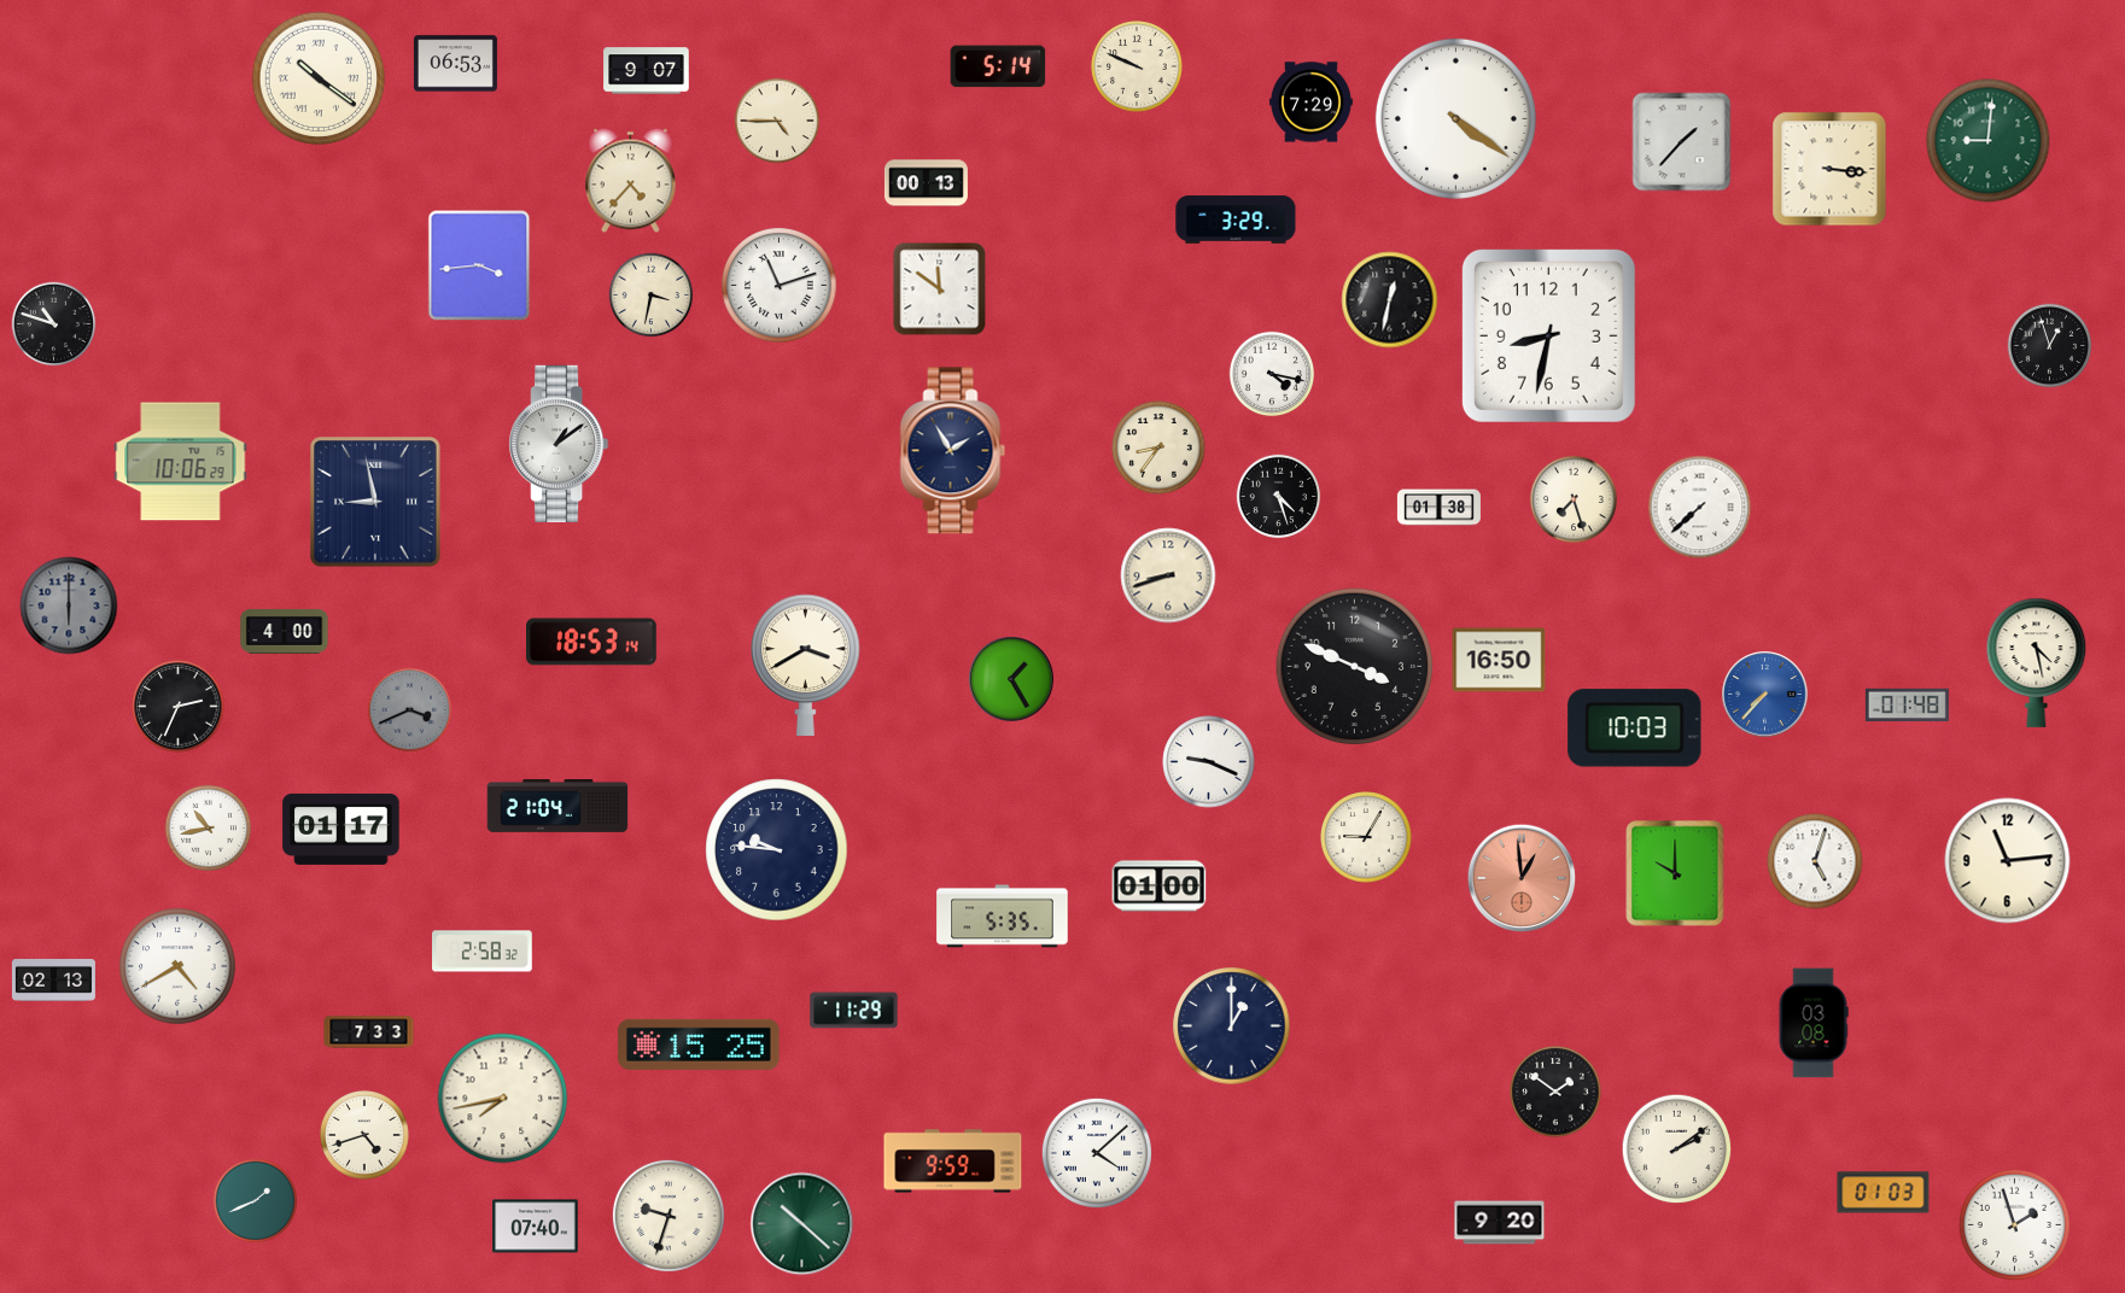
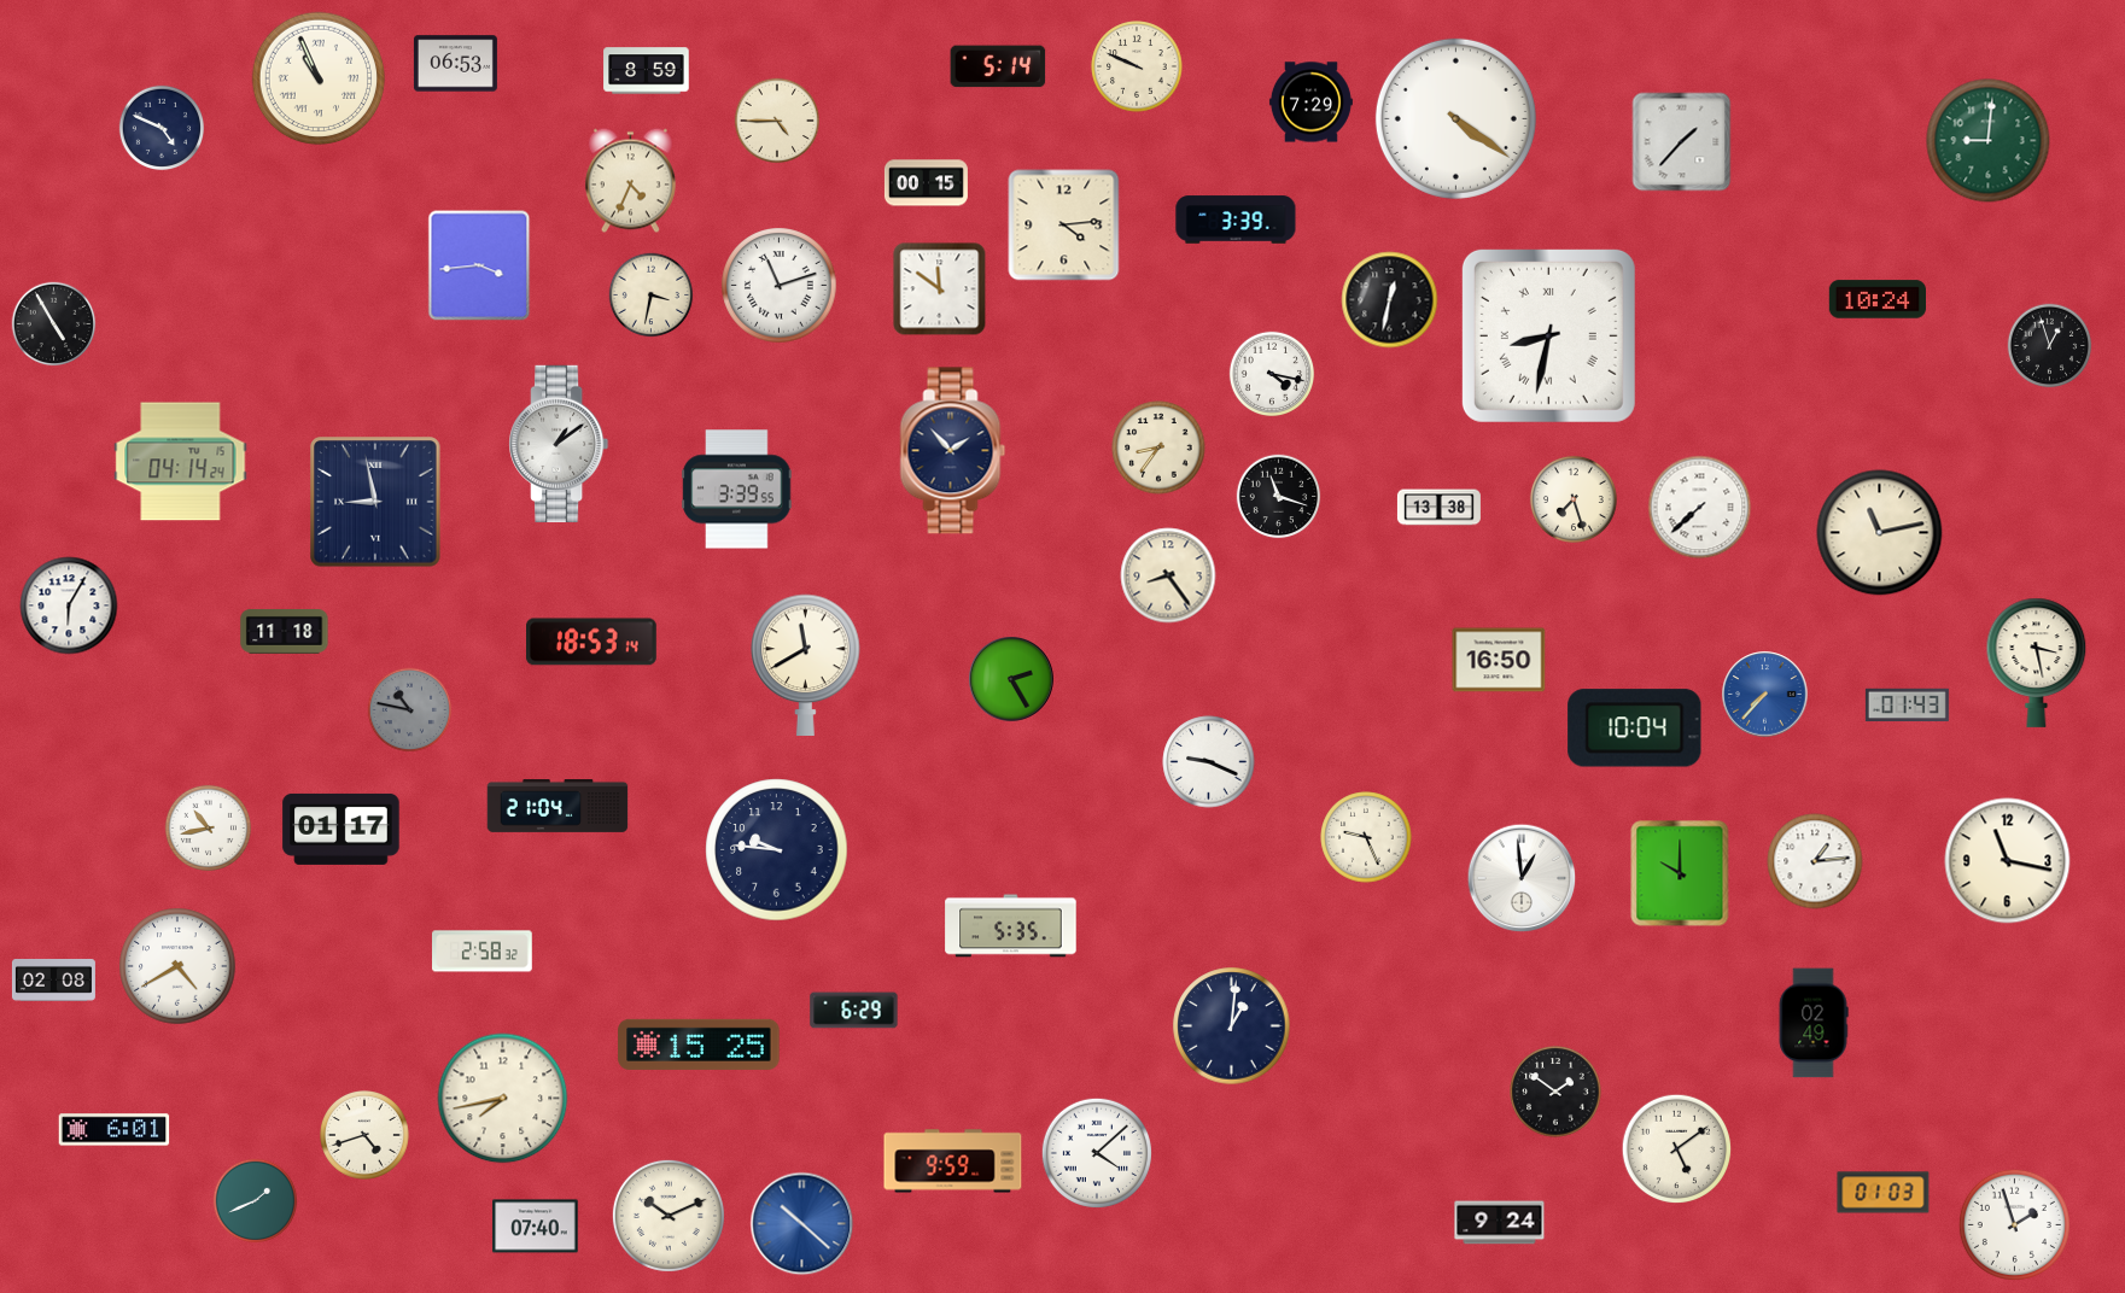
clock at (647, 71): 9:07 -> 8:59
clock at (319, 78): 10:21 -> 10:56
clock at (160, 127): none -> 4:49
clock at (1829, 169): 3:16 -> none
clock at (630, 181): 4:37 -> 4:34
clock at (926, 183): 00:13 -> 00:15
clock at (1236, 220): 3:29 -> 3:39
clock at (1064, 226): none -> 4:14
clock at (1876, 299): none -> 10:24
clock at (54, 324): 10:48 -> 4:55
clock at (1548, 335) numerals: Arabic -> Roman
clock at (953, 451): 1:55 -> 1:53
clock at (181, 462): 10:06 -> 04:14
clock at (737, 490): none -> 3:39
clock at (1279, 497): 4:27 -> 11:18
clock at (1438, 508): 01:38 -> 13:38
clock at (1880, 533): none -> 11:13
clock at (1168, 575): 8:42 -> 8:24
clock at (69, 605): 6:00 -> 6:05
clock at (69, 605) dial: grey -> white
clock at (285, 632): 4:00 -> 11:18
clock at (2037, 662): 4:28 -> 3:28
clock at (806, 665): 3:40 -> 11:40
clock at (1355, 667): 3:49 -> none
clock at (1011, 679): 1:25 -> 2:25
clock at (1907, 706): 01:48 -> 01:43
clock at (179, 707): 2:34 -> none
clock at (410, 710): 3:41 -> 10:47
clock at (1635, 729): 10:03 -> 10:04
clock at (1366, 837): 9:05 -> 9:26
clock at (1815, 861): 5:03 -> 1:14
clock at (2008, 861): 11:14 -> 11:17
clock at (1675, 873) position: (1675, 873) -> (1680, 873)
clock at (1522, 878) dial: salmon -> white
clock at (1160, 887): 01:00 -> none
clock at (1003, 917) position: (1003, 917) -> (1011, 926)
clock at (53, 981): 02:13 -> 02:08
clock at (854, 1011): 11:29 -> 6:29
clock at (1814, 1023): 03:08 -> 02:49
clock at (1232, 1026): 1:00 -> 1:01
clock at (369, 1032): 7:33 -> none
clock at (115, 1130): none -> 6:01
clock at (1677, 1149): 2:09 -> 5:09
clock at (669, 1216): 9:33 -> 10:11
clock at (1500, 1223): 9:20 -> 9:24
clock at (802, 1224) dial: green -> blue
